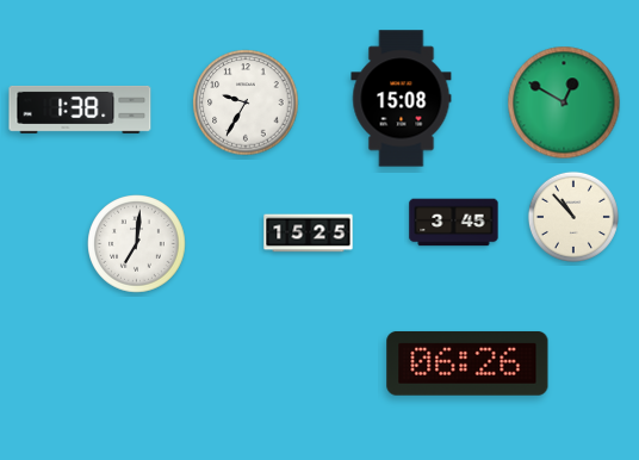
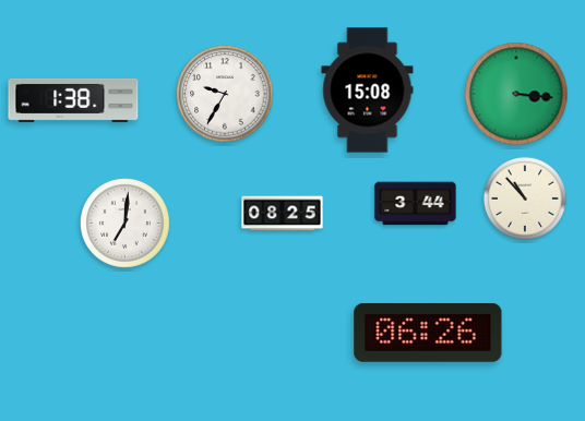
clock at (564, 102): 12:50 -> 3:16
clock at (454, 223): 3:45 -> 3:44
clock at (309, 234): 15:25 -> 08:25
